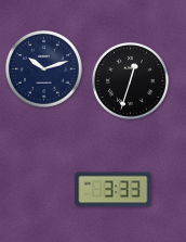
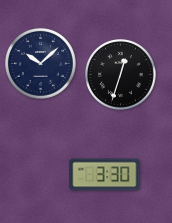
clock at (44, 69): 10:12 -> 10:08
clock at (114, 190): 3:33 -> 3:30
